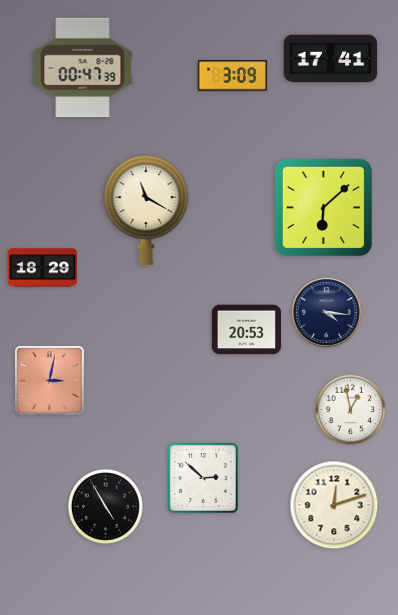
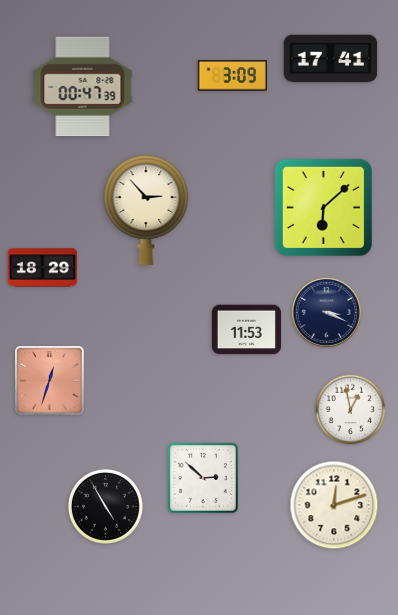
clock at (83, 68) position: (83, 68) -> (83, 87)
clock at (146, 210): 11:20 -> 2:53
clock at (326, 312): 4:16 -> 3:19
clock at (246, 330): 20:53 -> 11:53
clock at (50, 381): 3:02 -> 12:33
